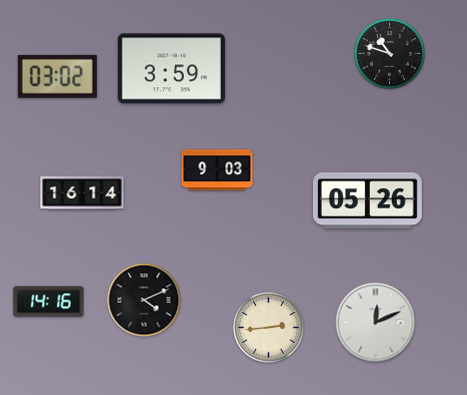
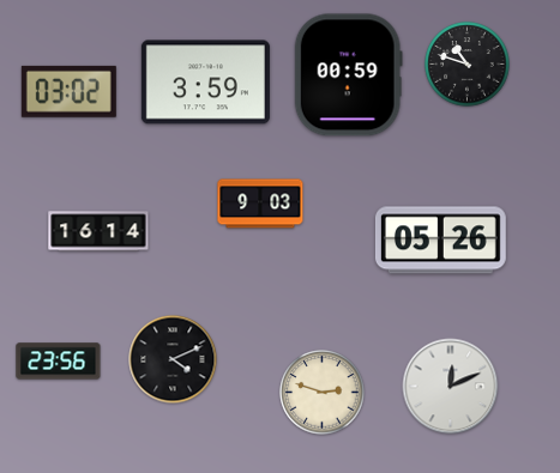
clock at (348, 75): none -> 00:59
clock at (49, 302): 14:16 -> 23:56
clock at (269, 328): 2:44 -> 2:48
